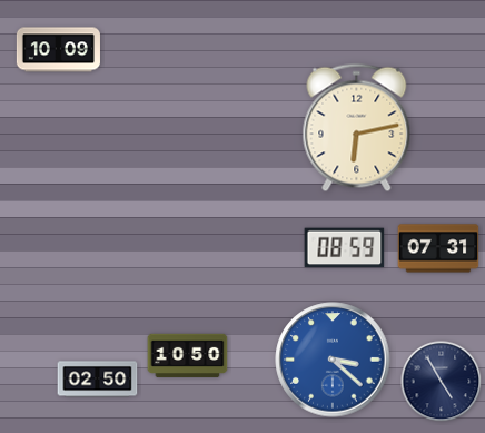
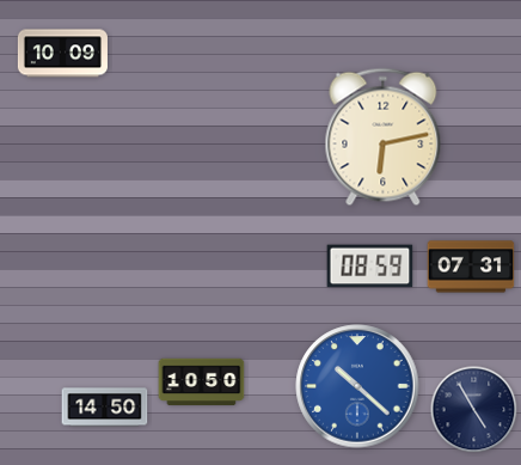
clock at (333, 360): 3:22 -> 10:22
clock at (98, 380): 02:50 -> 14:50
